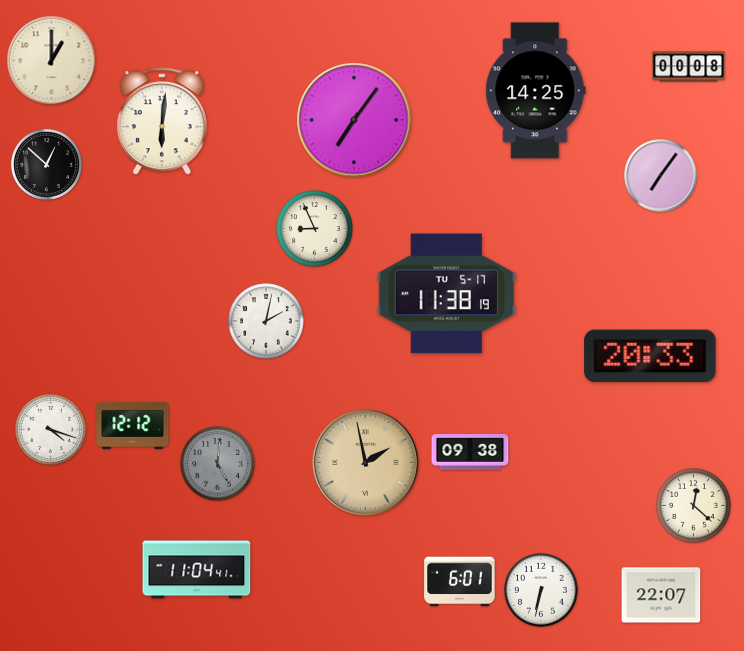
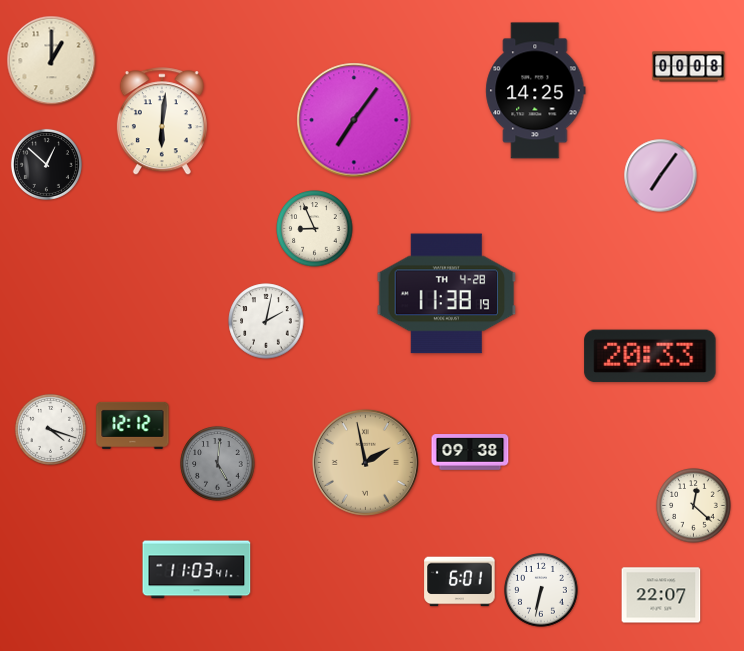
clock at (447, 294) date: TU 5-17 -> TH 4-28
clock at (197, 570): 11:04 -> 11:03
